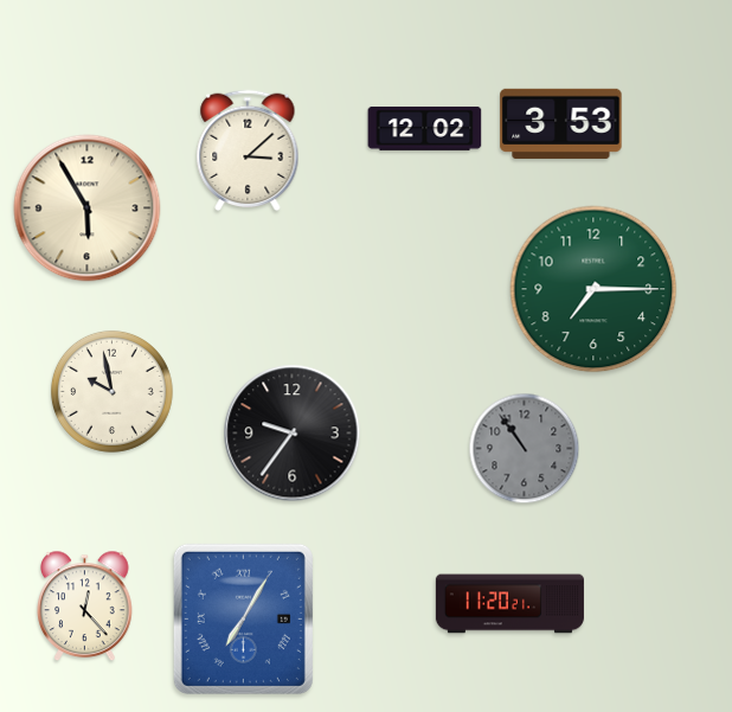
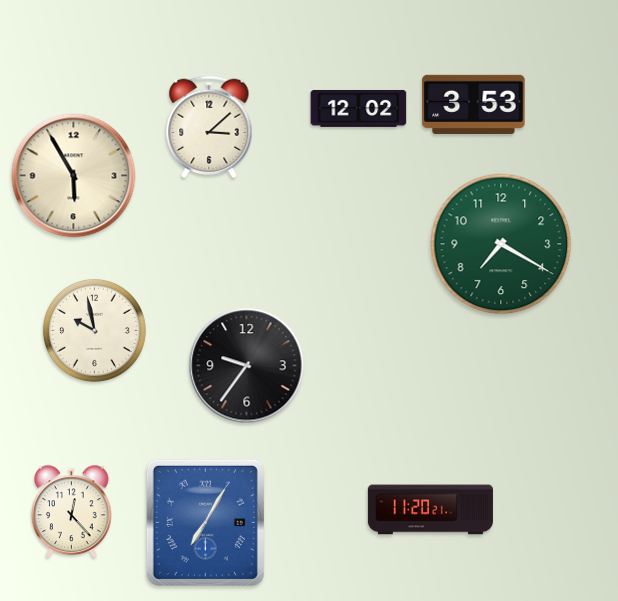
clock at (593, 289): 7:15 -> 7:20
clock at (525, 449): 10:54 -> none
